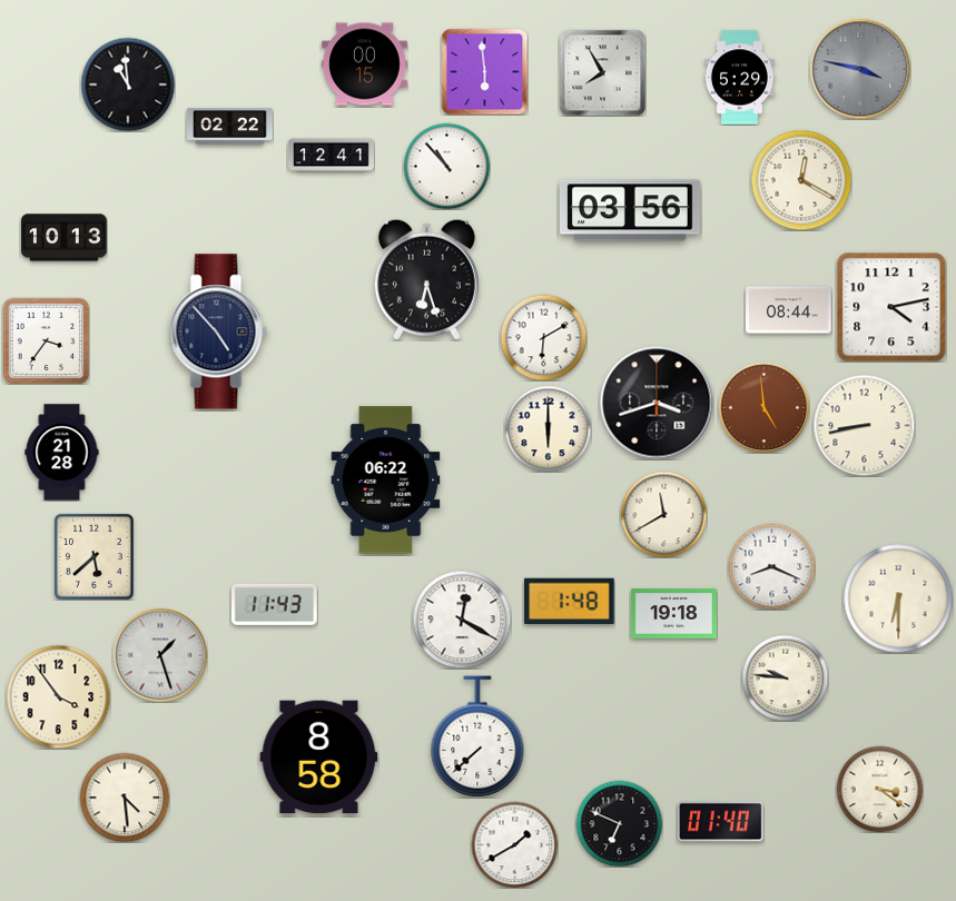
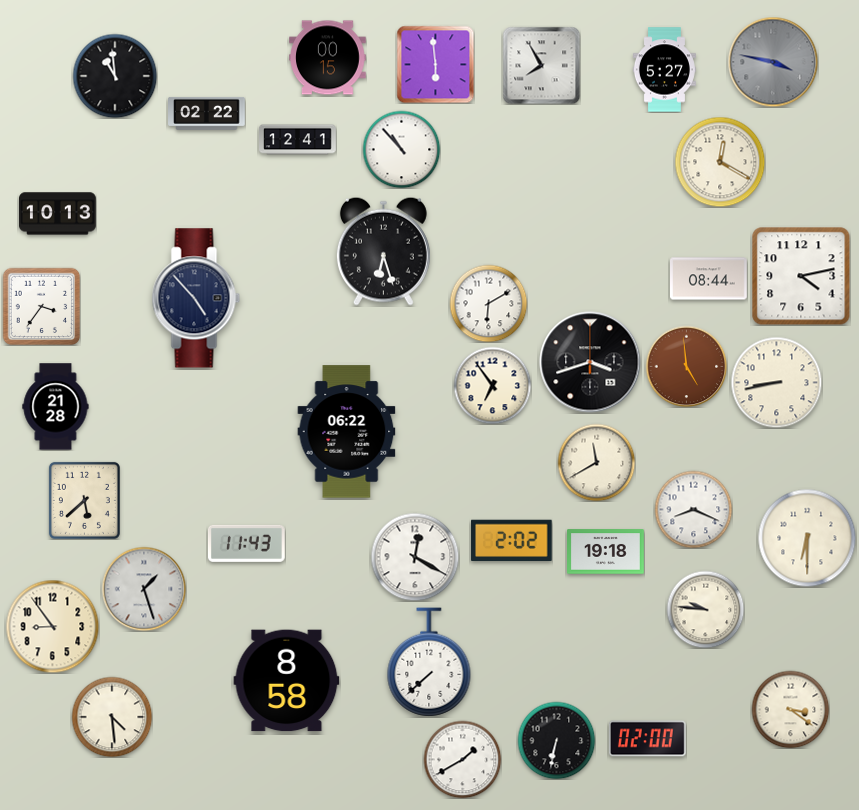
clock at (739, 78): 5:29 -> 5:27
clock at (630, 210): 03:56 -> none
clock at (548, 428): 6:00 -> 6:54
clock at (570, 602): 1:48 -> 2:02
clock at (58, 696): 3:54 -> 8:54
clock at (720, 822): 01:40 -> 02:00
clock at (619, 823): 6:49 -> 6:32
